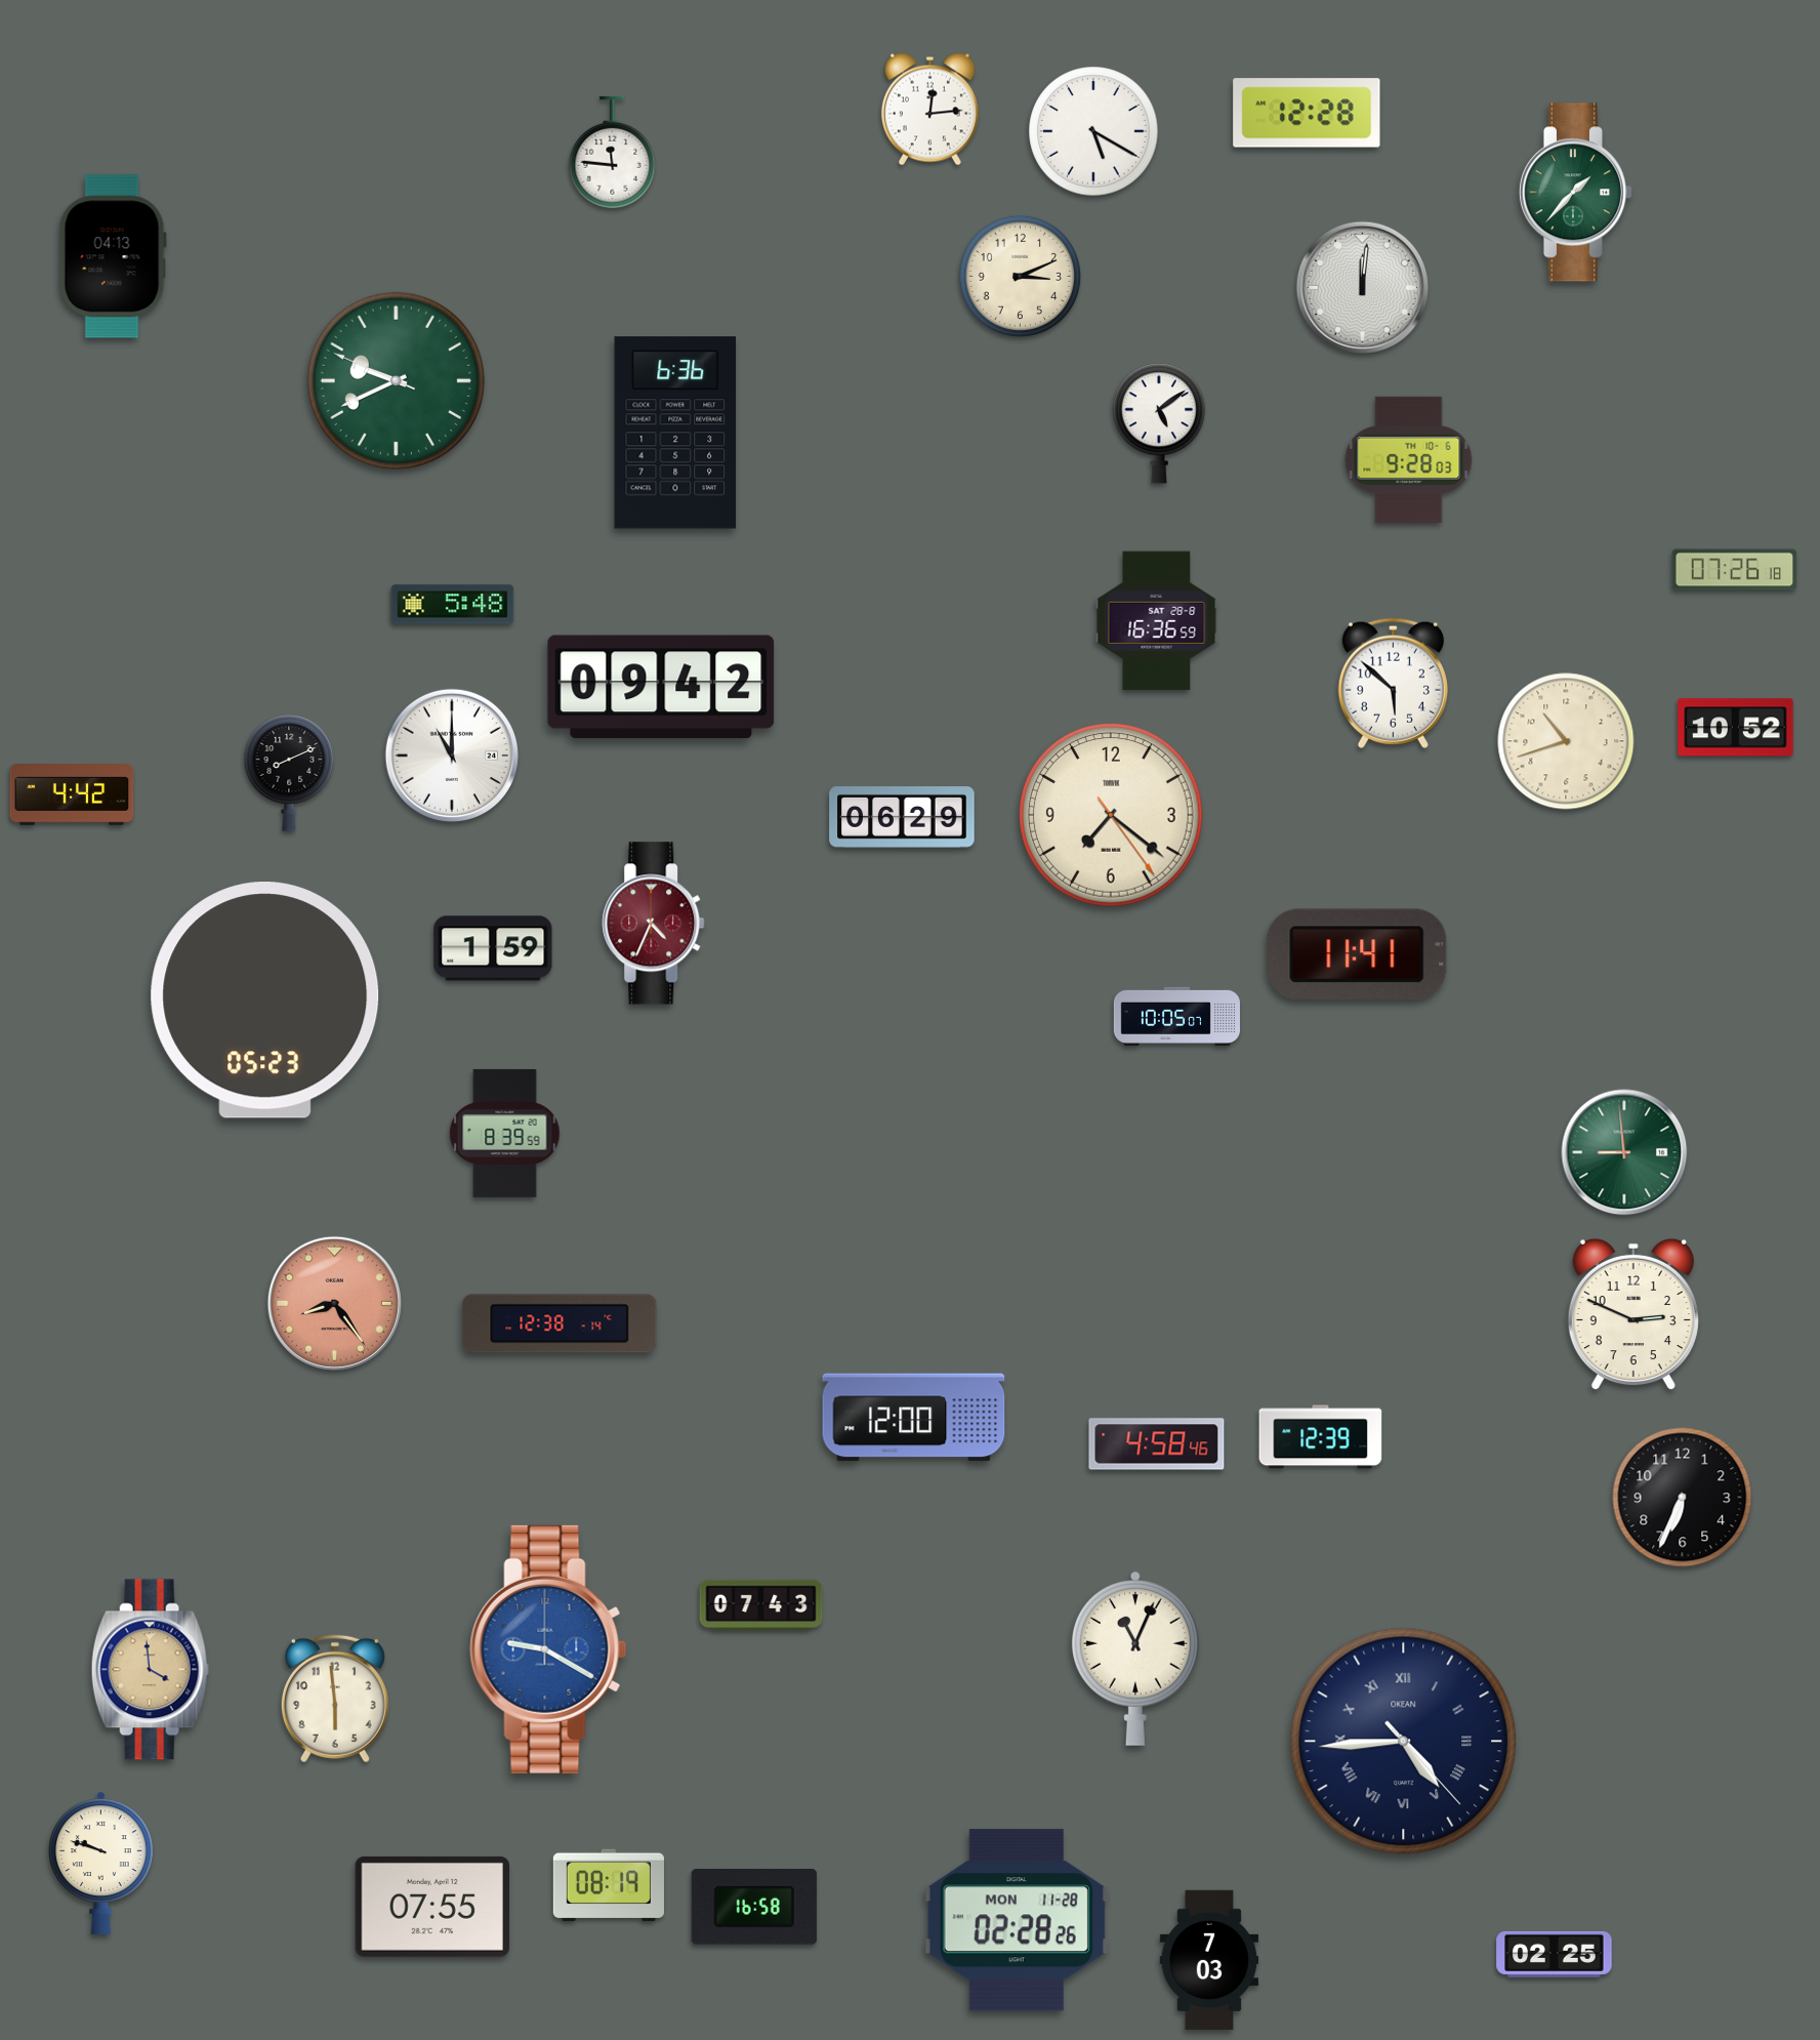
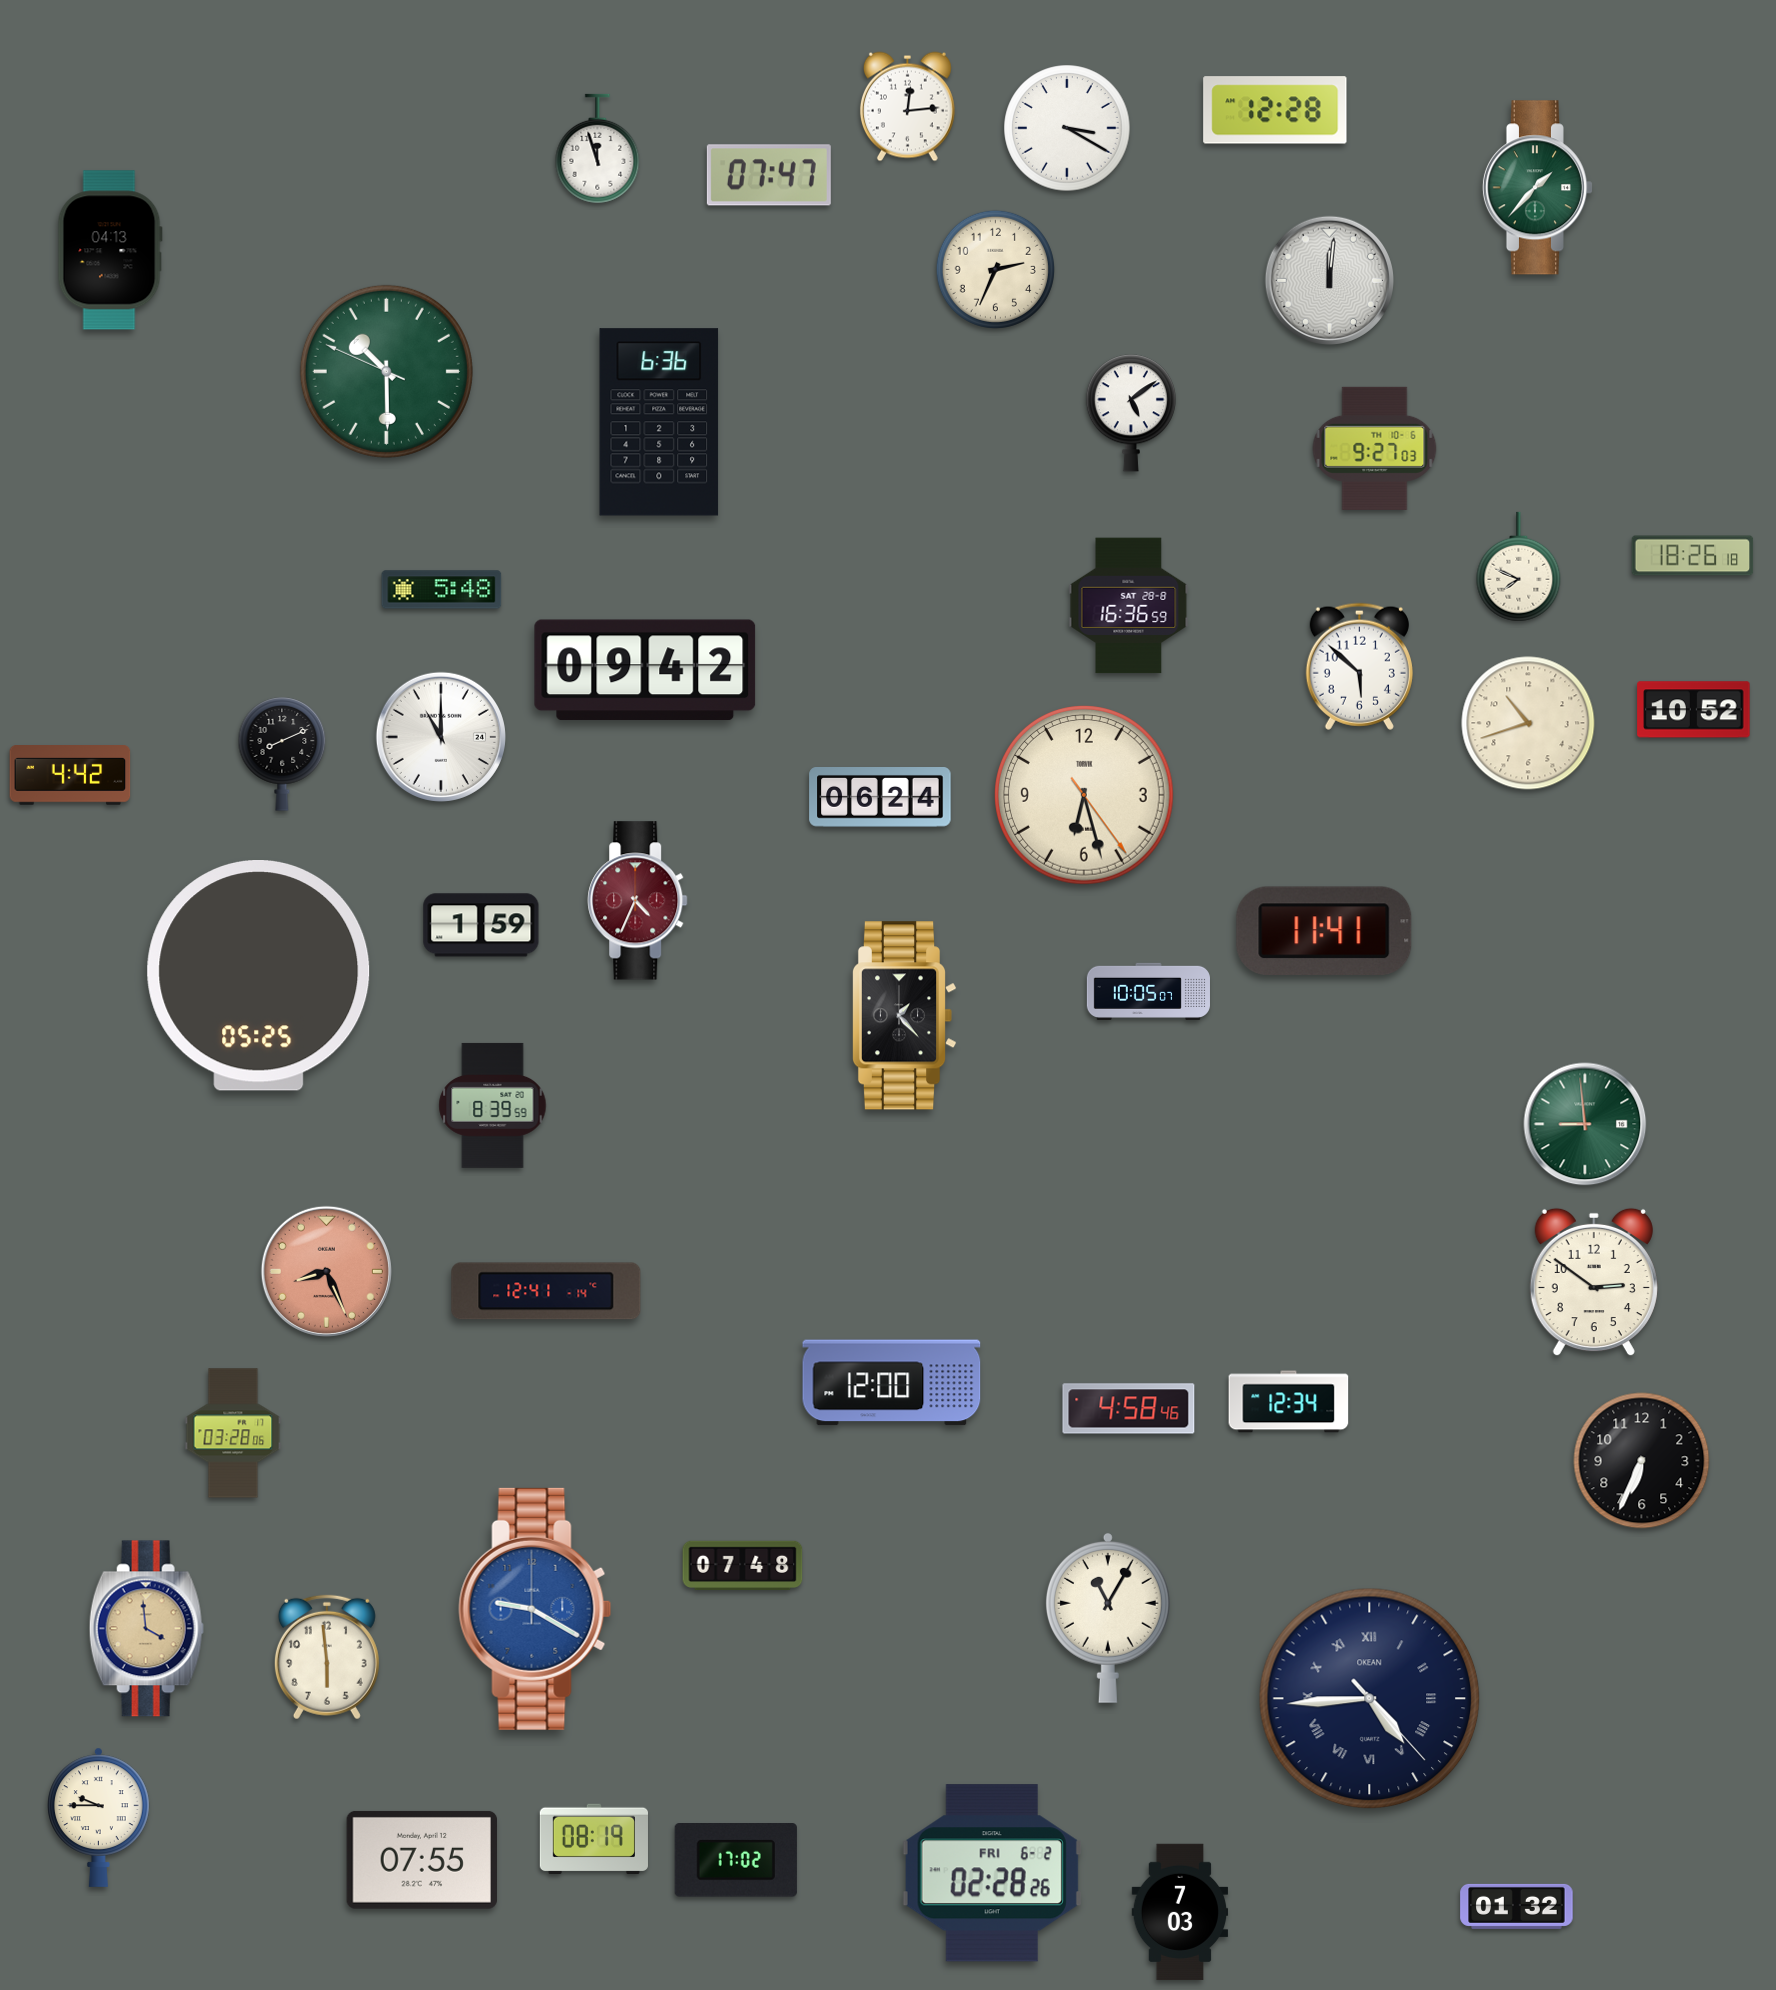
clock at (1093, 131): 5:20 -> 3:20
clock at (613, 153): 11:46 -> 11:57
clock at (769, 175): none -> 07:47
clock at (1020, 276): 3:11 -> 2:34
clock at (396, 380): 9:40 -> 10:29
clock at (1409, 459): 9:28 -> 9:27
clock at (1735, 570): 07:26 -> 18:26
clock at (1519, 567): none -> 7:49
clock at (1112, 816): 7:21 -> 6:27
clock at (902, 817): 06:29 -> 06:24
clock at (265, 1001): 05:23 -> 05:25
clock at (904, 1016): none -> 1:23
clock at (334, 1303): 8:24 -> 8:26
clock at (1633, 1314): 2:49 -> 2:51
clock at (560, 1323): 12:38 -> 12:41
clock at (1321, 1437): 12:39 -> 12:34
clock at (233, 1433): none -> 03:28
clock at (761, 1604): 07:43 -> 07:48
clock at (1135, 1659): 11:04 -> 11:05
clock at (101, 1863): 9:48 -> 9:45
clock at (754, 1908): 16:58 -> 17:02
clock at (1017, 1920) date: MON 11-28 -> FRI 6-2
clock at (1555, 1954): 02:25 -> 01:32
